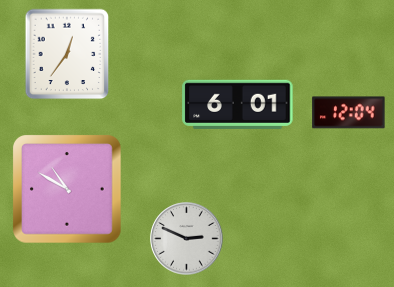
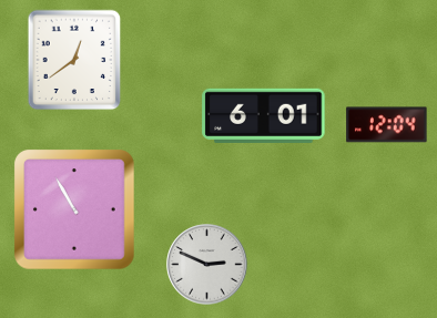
clock at (67, 54): 12:36 -> 12:39
clock at (68, 190): 10:50 -> 10:55
